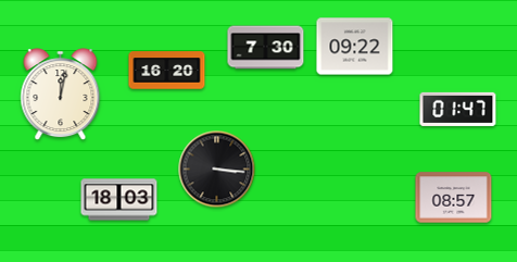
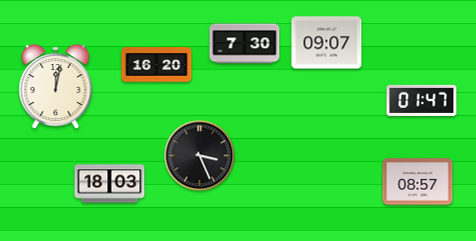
clock at (355, 47): 09:22 -> 09:07
clock at (167, 71) position: (167, 71) -> (157, 65)
clock at (217, 170): 3:16 -> 3:26
